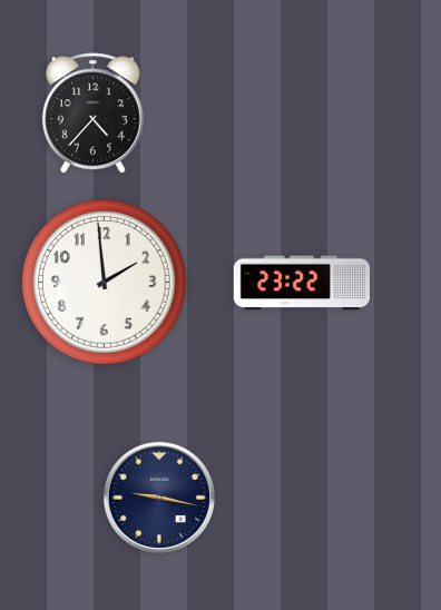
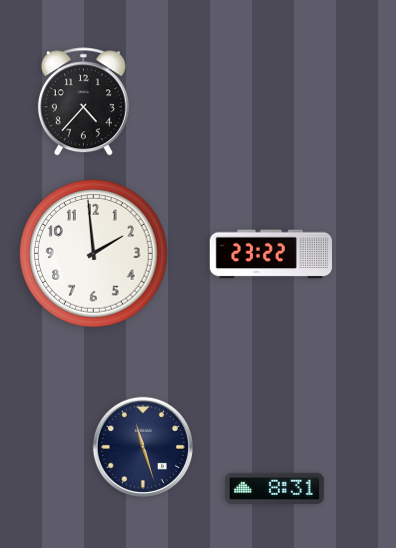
clock at (159, 498): 9:17 -> 11:27
clock at (274, 488): none -> 8:31
